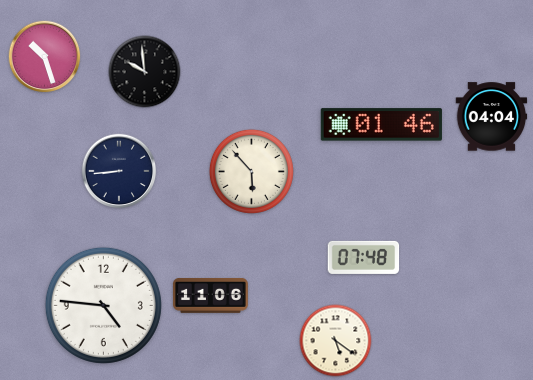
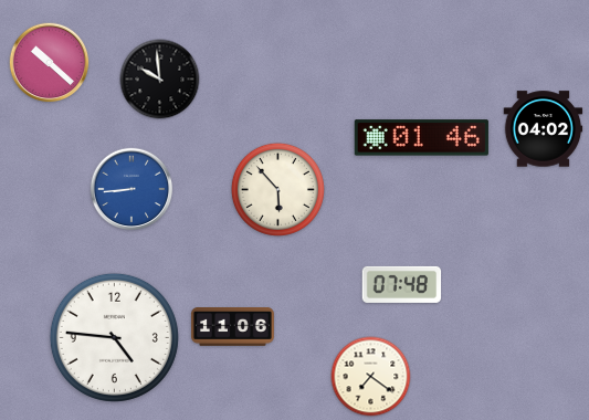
clock at (45, 57): 10:27 -> 10:22
clock at (492, 117): 04:04 -> 04:02
clock at (119, 171) dial: navy -> blue
clock at (336, 341): 5:21 -> 7:21
